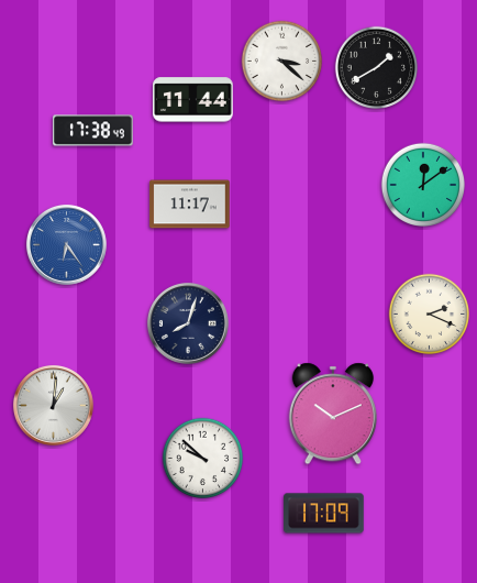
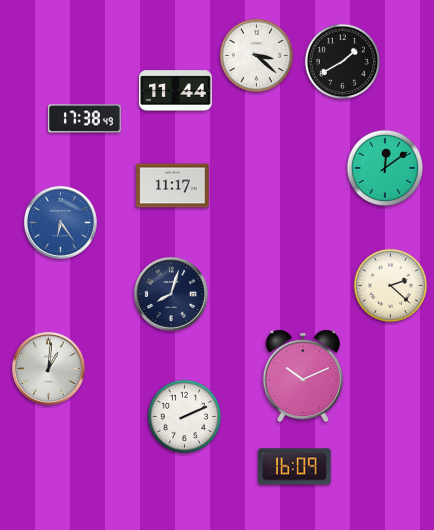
clock at (430, 315): 2:19 -> 2:22
clock at (203, 459): 9:52 -> 2:11
clock at (324, 514): 17:09 -> 16:09
